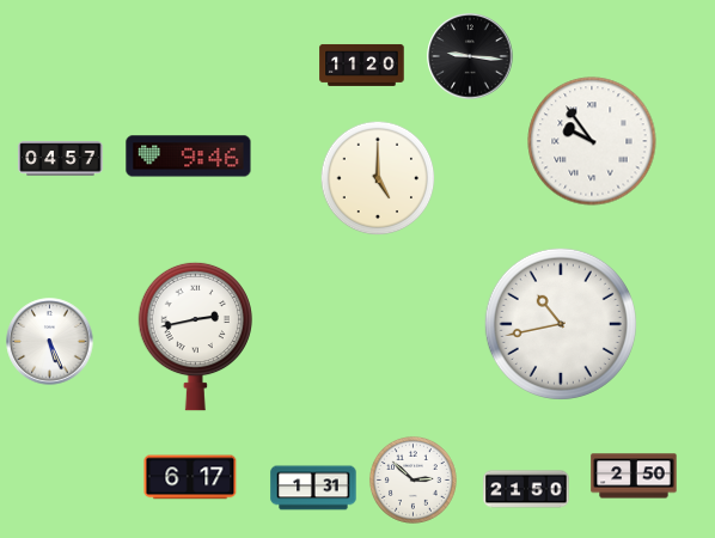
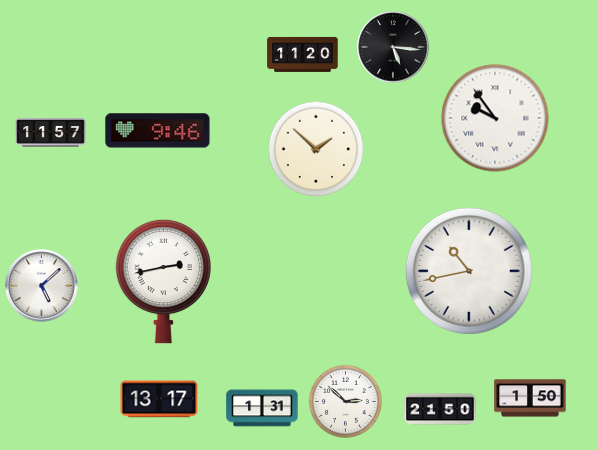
clock at (470, 56): 9:16 -> 5:16
clock at (61, 159): 04:57 -> 11:57
clock at (378, 178): 5:00 -> 1:52
clock at (50, 342): 5:26 -> 5:08
clock at (634, 476): 2:50 -> 1:50
clock at (190, 477): 6:17 -> 13:17
